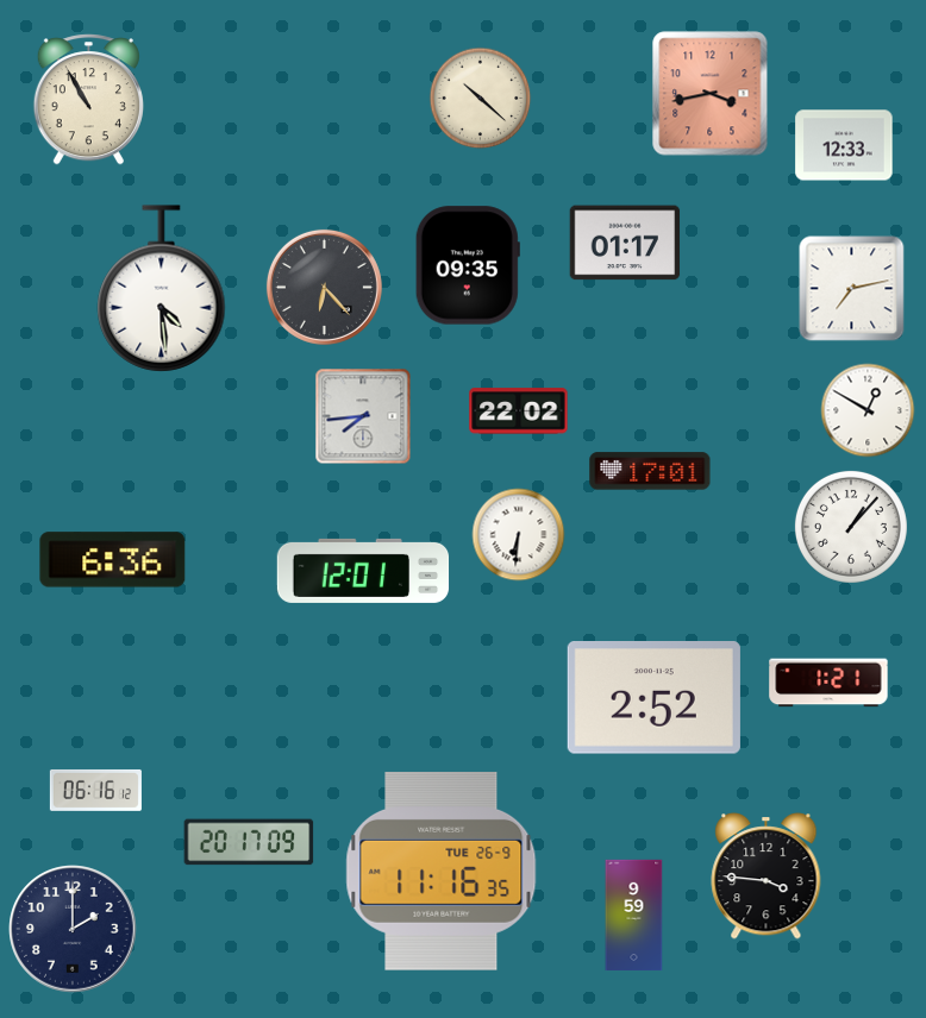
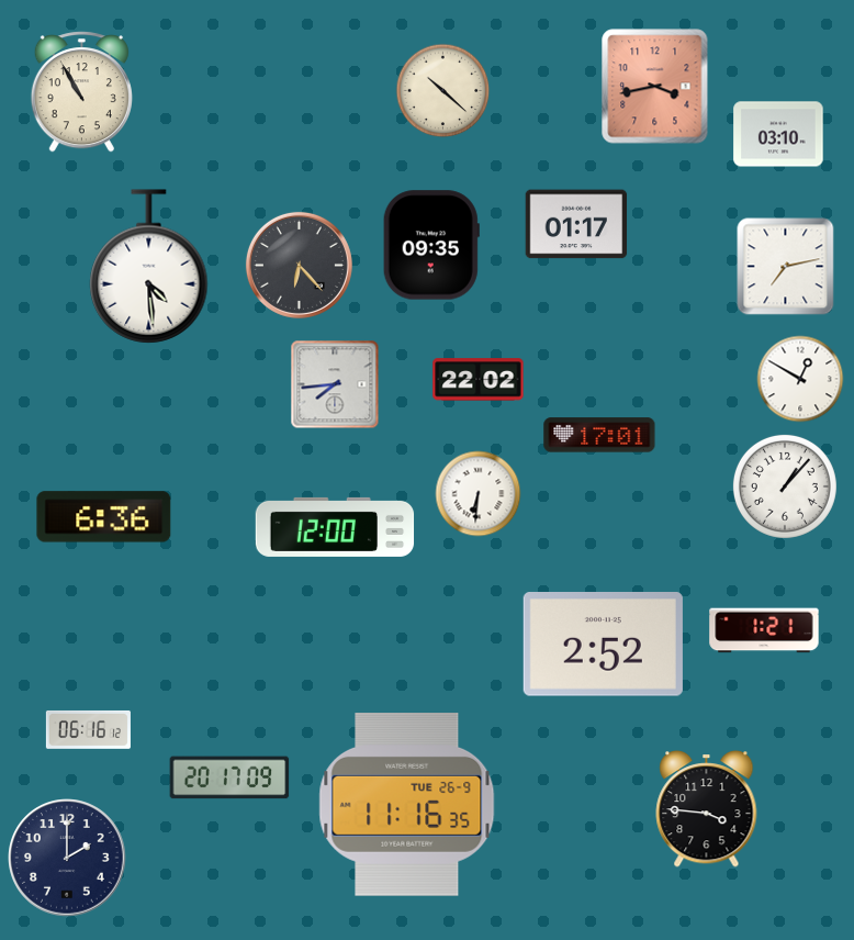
clock at (844, 145): 12:33 -> 03:10
clock at (363, 571): 12:01 -> 12:00
clock at (634, 916): 9:59 -> none
